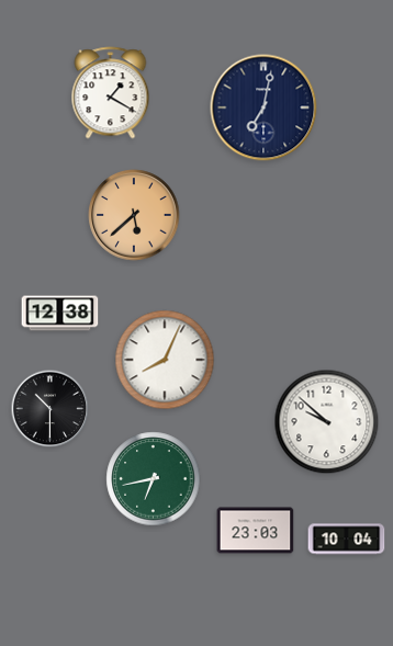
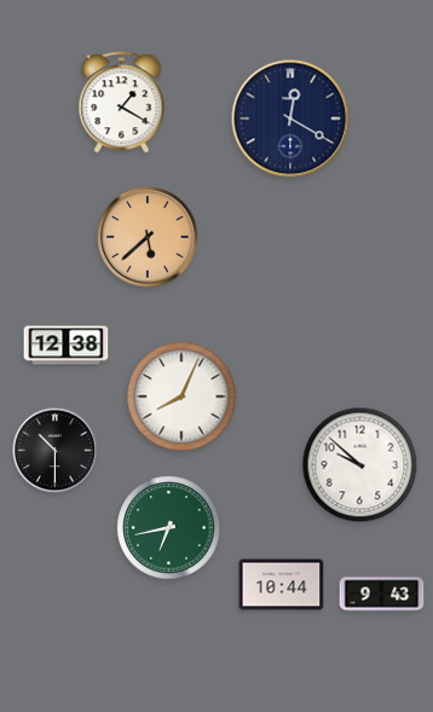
clock at (263, 107): 7:02 -> 12:20
clock at (256, 531): 23:03 -> 10:44
clock at (347, 540): 10:04 -> 9:43
